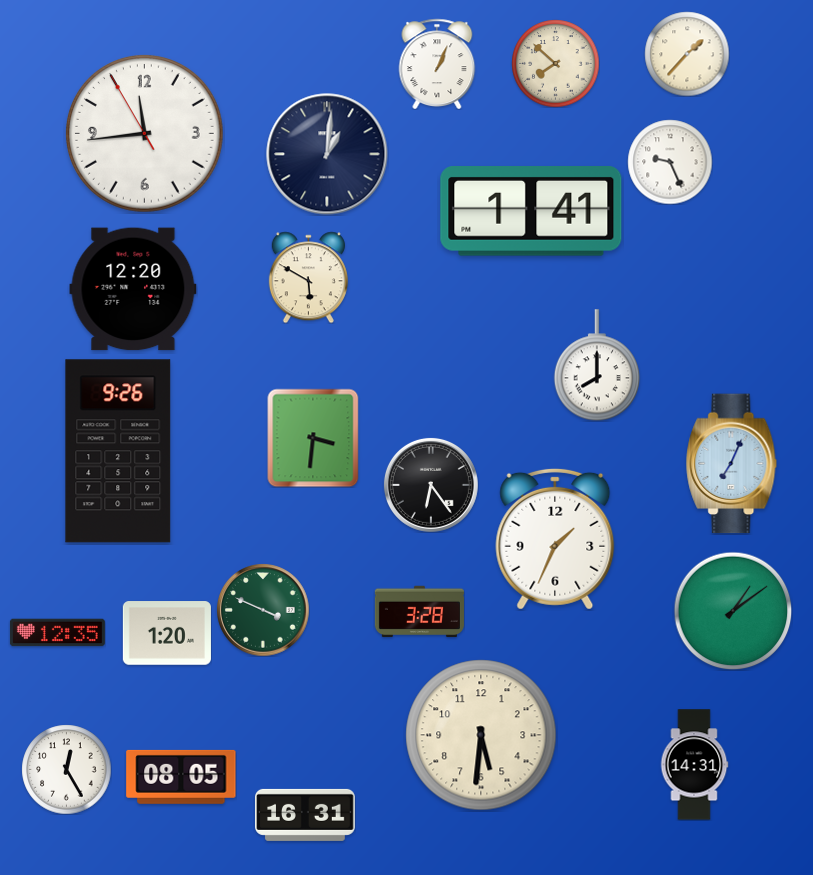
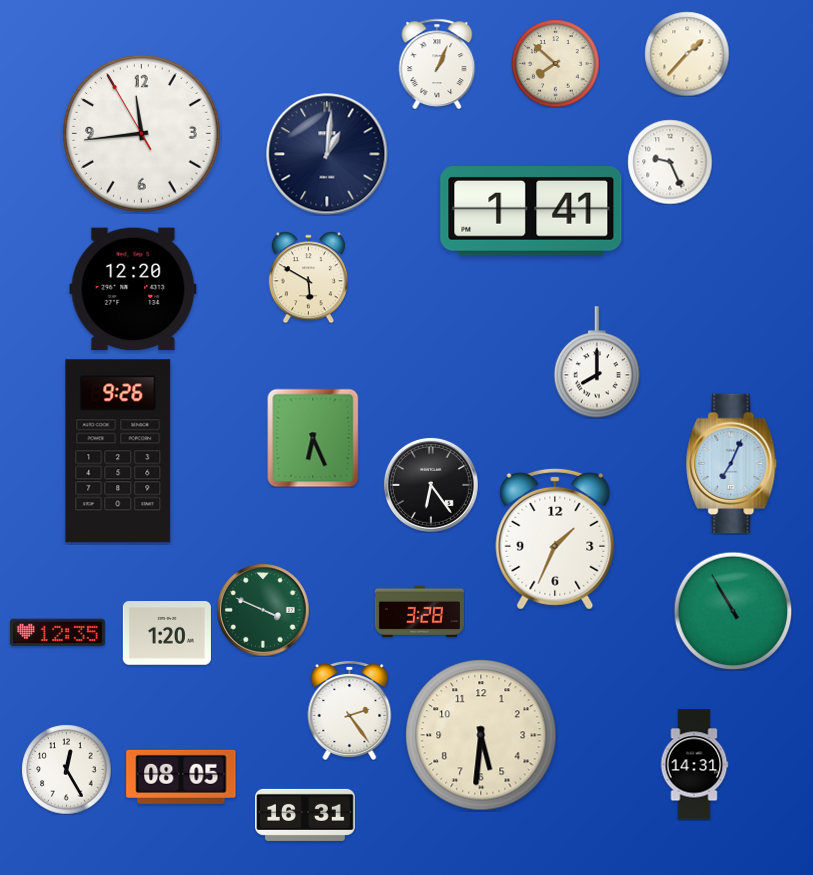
clock at (145, 134) position: (145, 134) -> (142, 134)
clock at (596, 365) position: (596, 365) -> (596, 362)
clock at (313, 438): 3:31 -> 6:26
clock at (733, 611): 1:09 -> 10:55
clock at (350, 711): none -> 2:24
